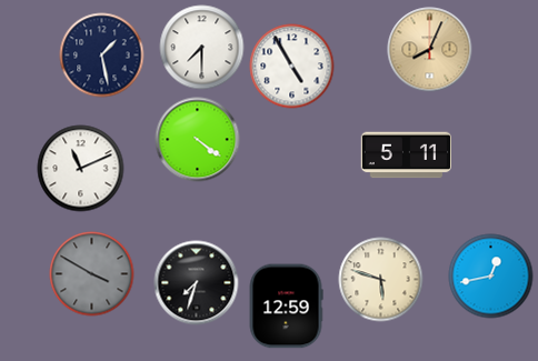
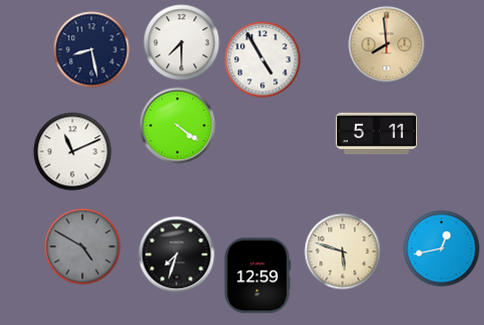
clock at (430, 50): 8:04 -> 7:59
clock at (102, 56): 1:28 -> 8:28
clock at (406, 156) position: (406, 156) -> (376, 134)
clock at (92, 274): 3:50 -> 4:50
